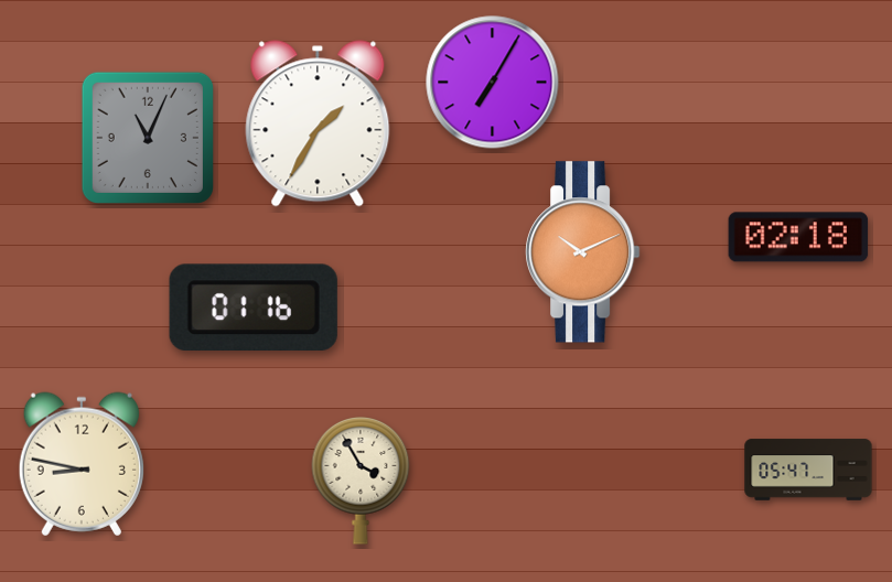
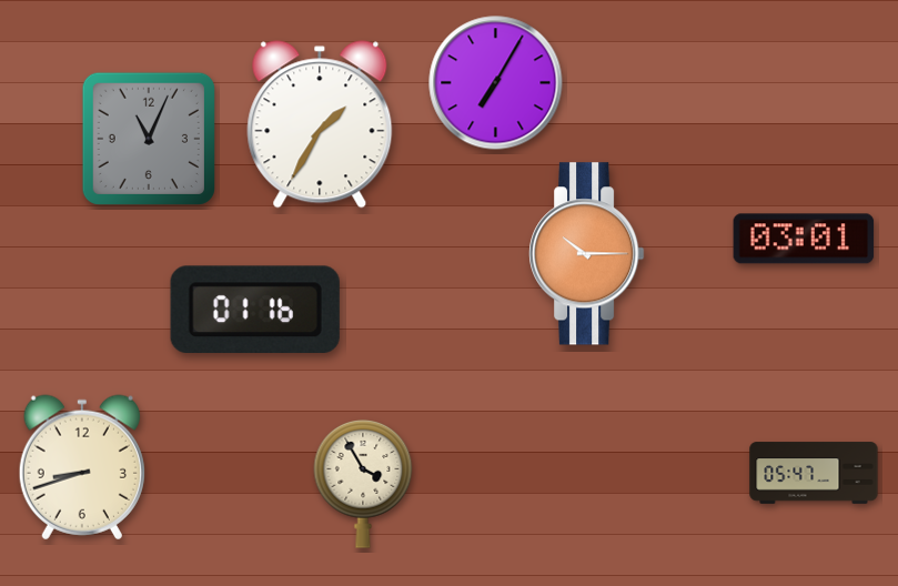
clock at (798, 237): 02:18 -> 03:01
clock at (583, 252): 10:11 -> 10:15
clock at (82, 464): 8:47 -> 8:42
